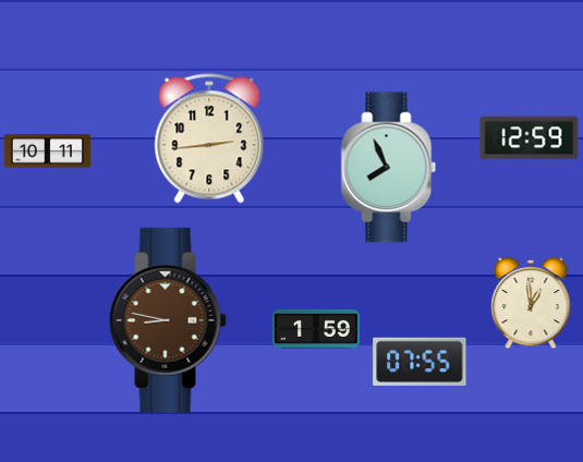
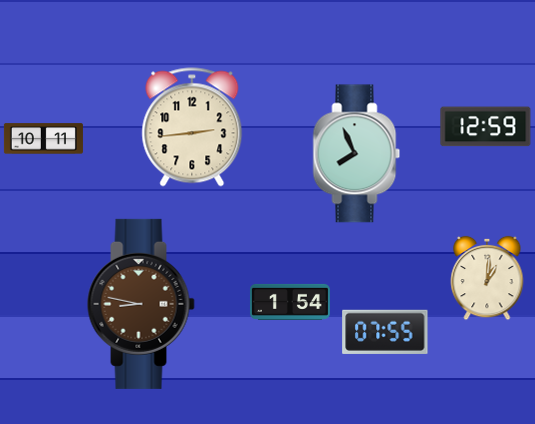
clock at (531, 303): 12:59 -> 1:01
clock at (168, 320) position: (168, 320) -> (141, 304)
clock at (316, 329): 1:59 -> 1:54
